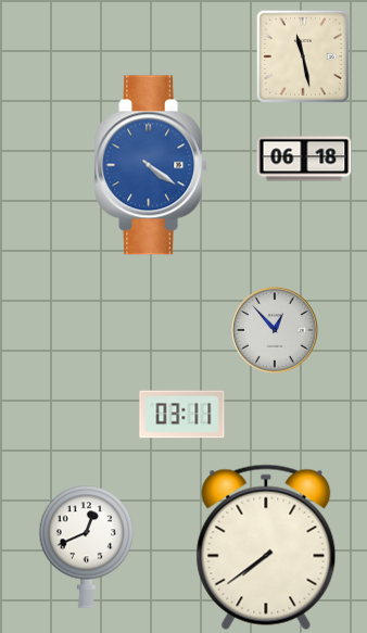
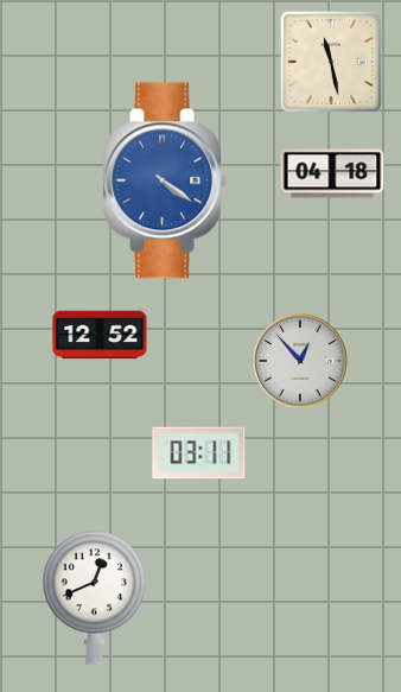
clock at (304, 159): 06:18 -> 04:18
clock at (100, 335): none -> 12:52
clock at (266, 547): 7:39 -> none
